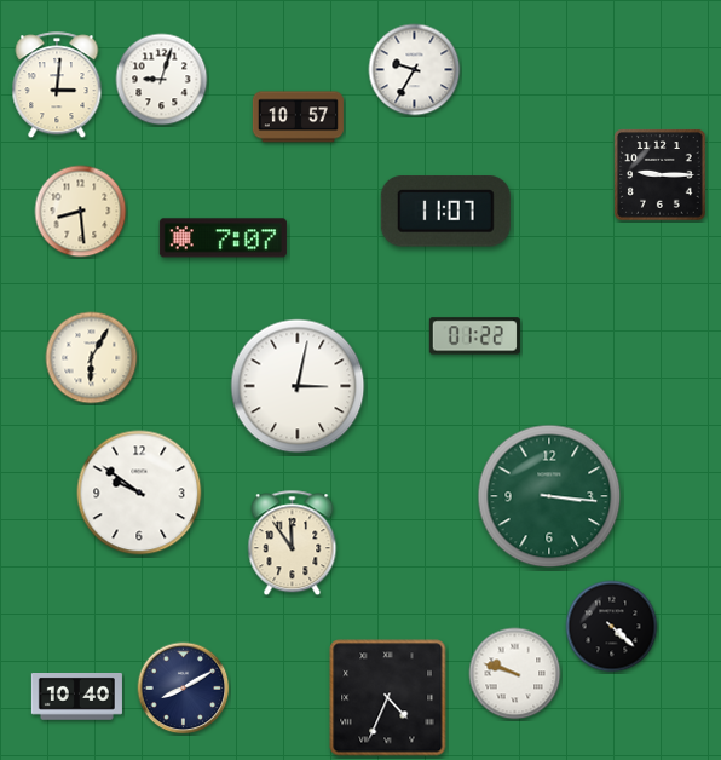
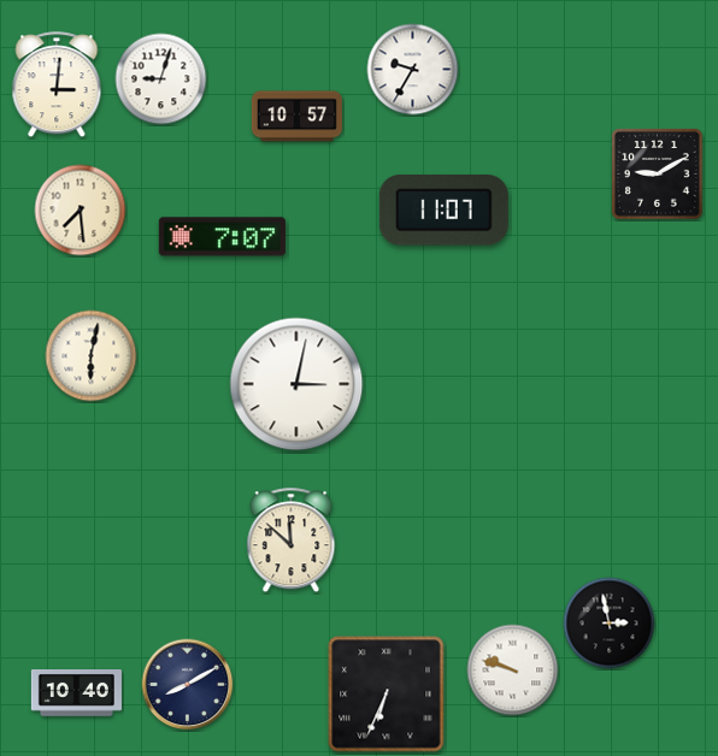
clock at (661, 175): 9:15 -> 9:10
clock at (81, 212): 8:29 -> 7:29
clock at (474, 336): 01:22 -> none
clock at (92, 358): 6:05 -> 6:02
clock at (139, 493): 9:51 -> none
clock at (549, 496): 3:16 -> none
clock at (293, 543): 11:54 -> 11:52
clock at (612, 627): 4:22 -> 2:58
clock at (184, 689) position: (184, 689) -> (188, 685)
clock at (388, 698): 4:34 -> 6:34
